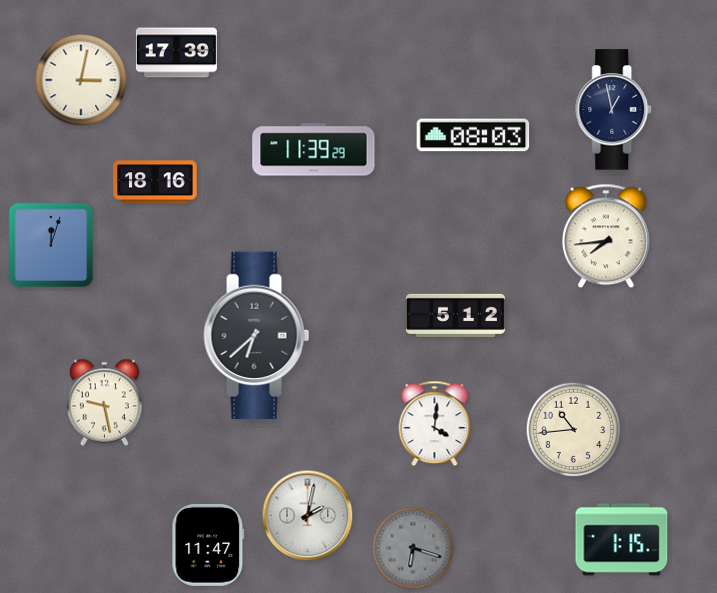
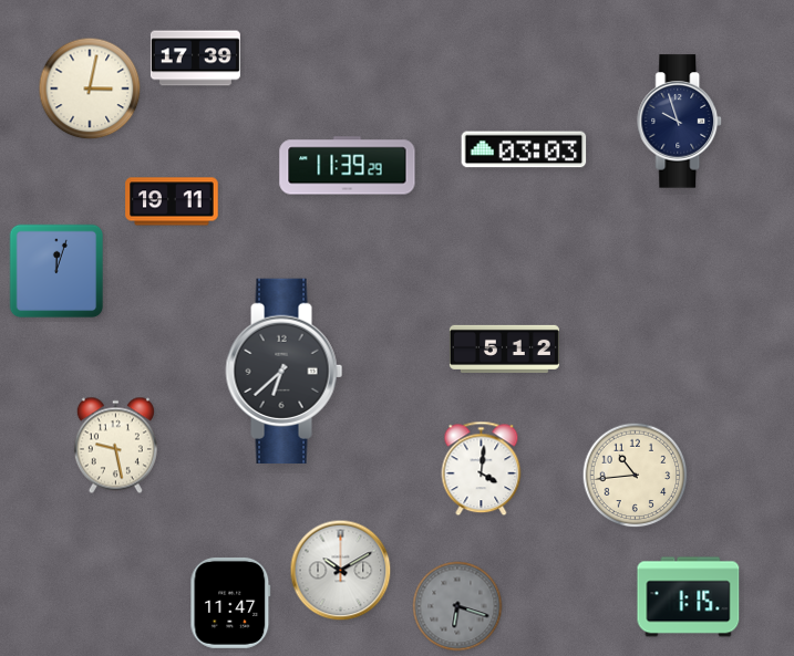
clock at (614, 110): 12:58 -> 9:57
clock at (473, 135): 08:03 -> 03:03
clock at (155, 182): 18:16 -> 19:11
clock at (606, 236): 7:44 -> none
clock at (308, 516): 2:02 -> 10:10
